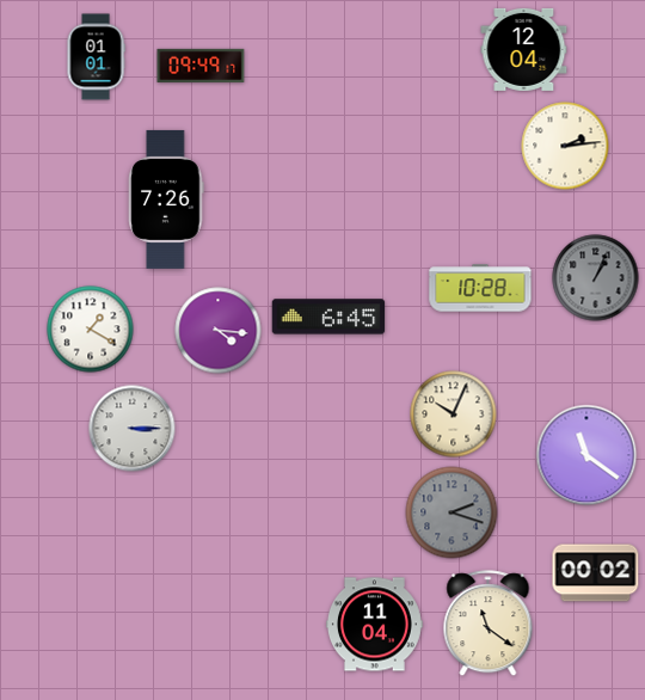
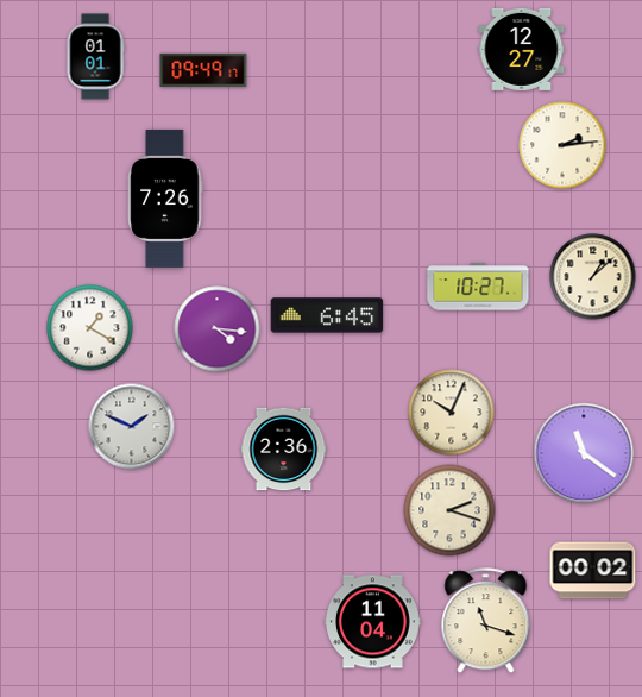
clock at (524, 49): 12:04 -> 12:27
clock at (201, 66) position: (201, 66) -> (203, 70)
clock at (596, 278): 1:04 -> 1:08
clock at (596, 278) dial: grey -> cream
clock at (480, 288): 10:28 -> 10:27
clock at (133, 429): 3:15 -> 1:49
clock at (284, 450): none -> 2:36
clock at (451, 512) dial: grey -> cream
clock at (489, 624): 11:21 -> 11:18
